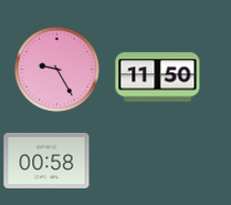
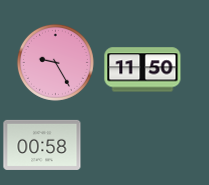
clock at (56, 69) position: (56, 69) -> (55, 62)
